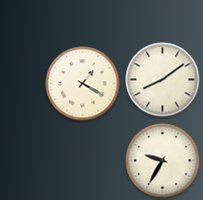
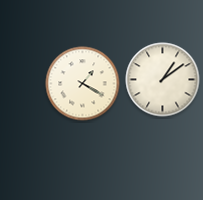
clock at (163, 80): 8:09 -> 1:09
clock at (163, 161): 9:35 -> none
